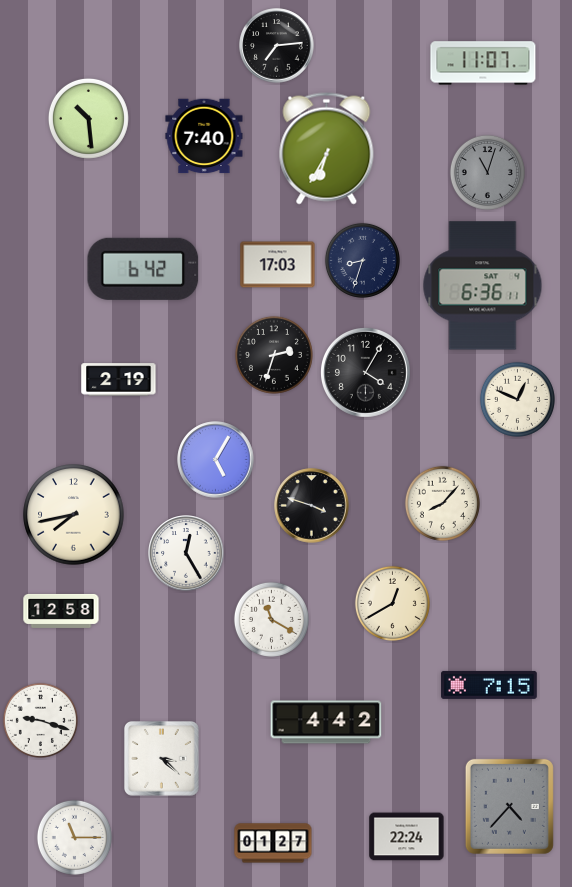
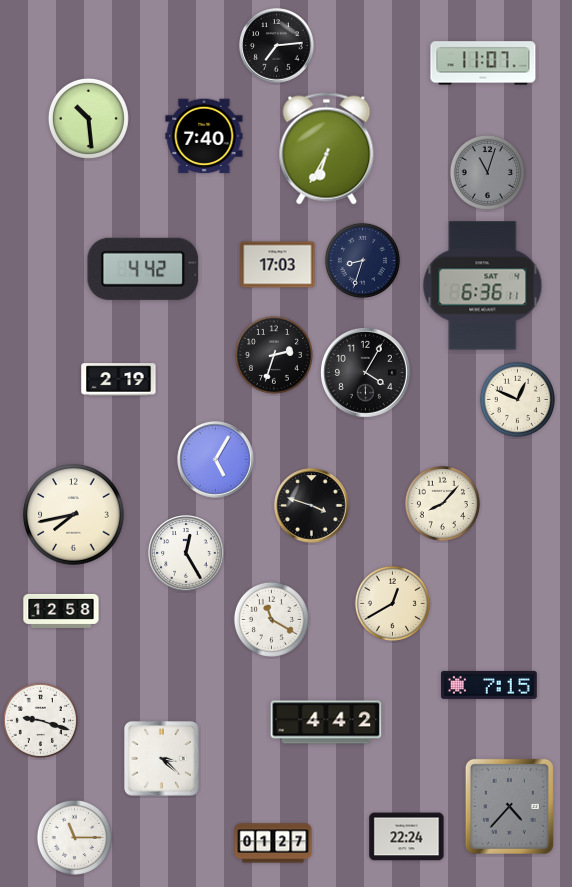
clock at (143, 269): 6:42 -> 4:42
